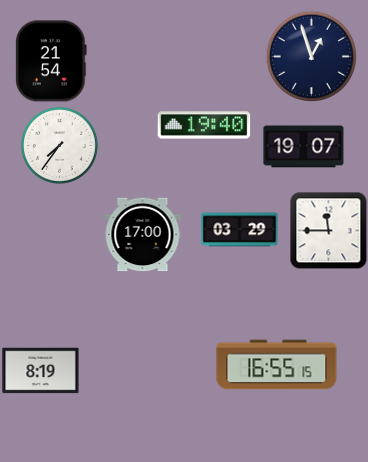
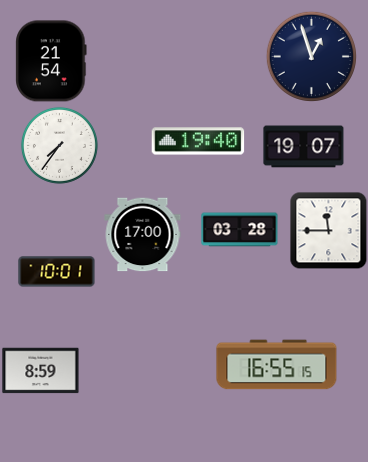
clock at (204, 125) position: (204, 125) -> (198, 141)
clock at (240, 230): 03:29 -> 03:28
clock at (57, 272): none -> 10:01
clock at (41, 371): 8:19 -> 8:59
